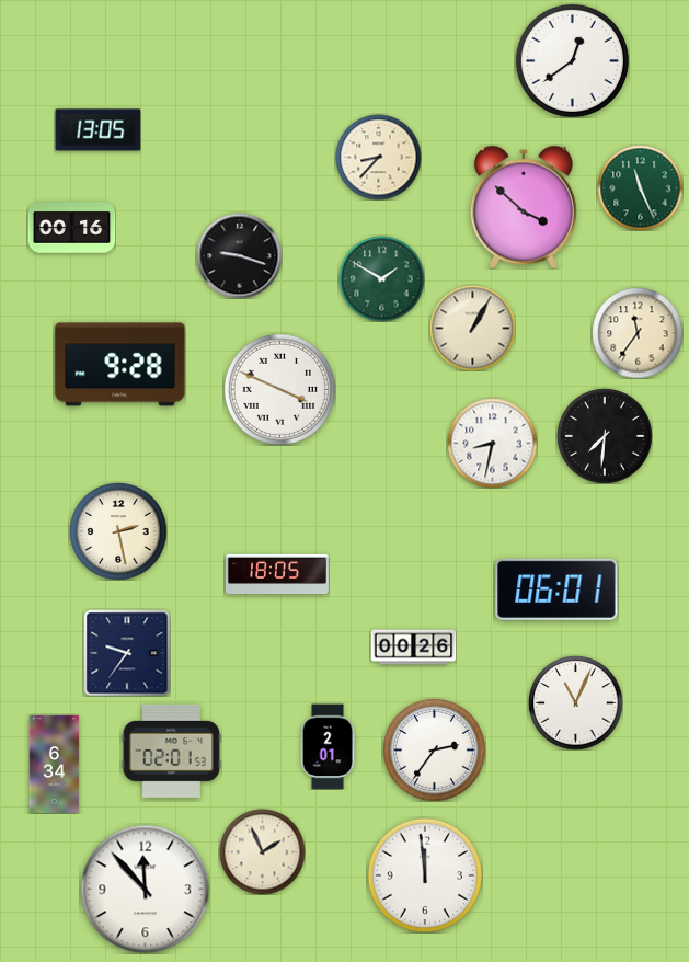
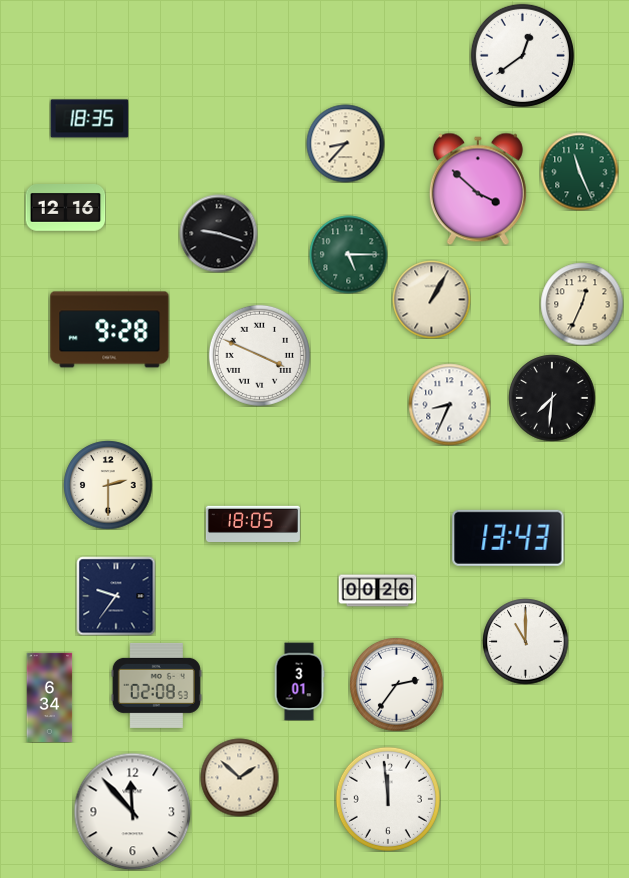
clock at (97, 130): 13:05 -> 18:35
clock at (640, 187) position: (640, 187) -> (579, 171)
clock at (71, 228): 00:16 -> 12:16
clock at (381, 278): 1:50 -> 5:15
clock at (638, 333): 11:36 -> 12:34
clock at (120, 365) position: (120, 365) -> (110, 330)
clock at (279, 389) position: (279, 389) -> (259, 355)
clock at (492, 443): 8:32 -> 8:34
clock at (118, 531): 2:28 -> 2:30
clock at (556, 589): 06:01 -> 13:43
clock at (575, 702): 11:04 -> 11:00
clock at (328, 746): 2:01 -> 3:01
clock at (171, 751): 02:01 -> 02:08
clock at (262, 851): 1:56 -> 1:52
